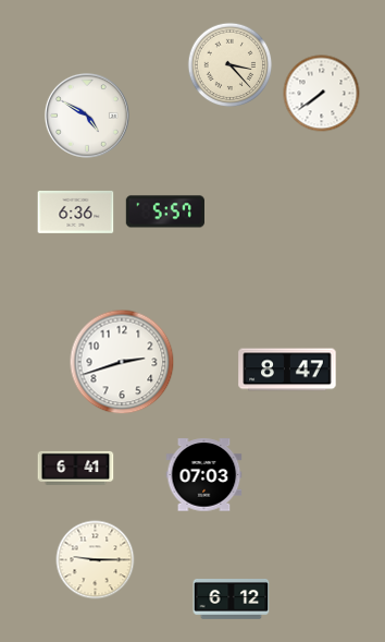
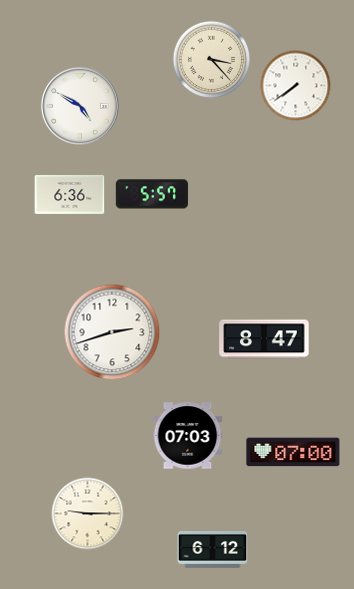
clock at (76, 468): 6:41 -> none
clock at (293, 452): none -> 07:00
